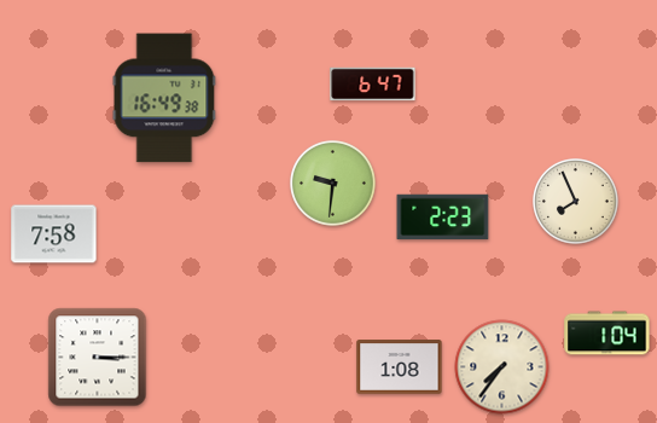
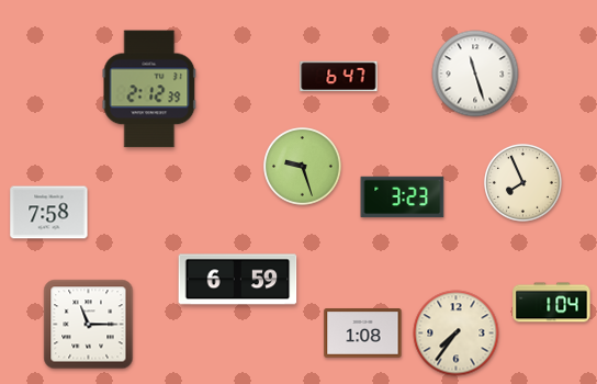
clock at (475, 74): none -> 11:27
clock at (164, 98): 16:49 -> 2:12
clock at (333, 184): 9:31 -> 9:27
clock at (443, 218): 2:23 -> 3:23
clock at (238, 280): none -> 6:59
clock at (98, 358): 3:15 -> 11:15
